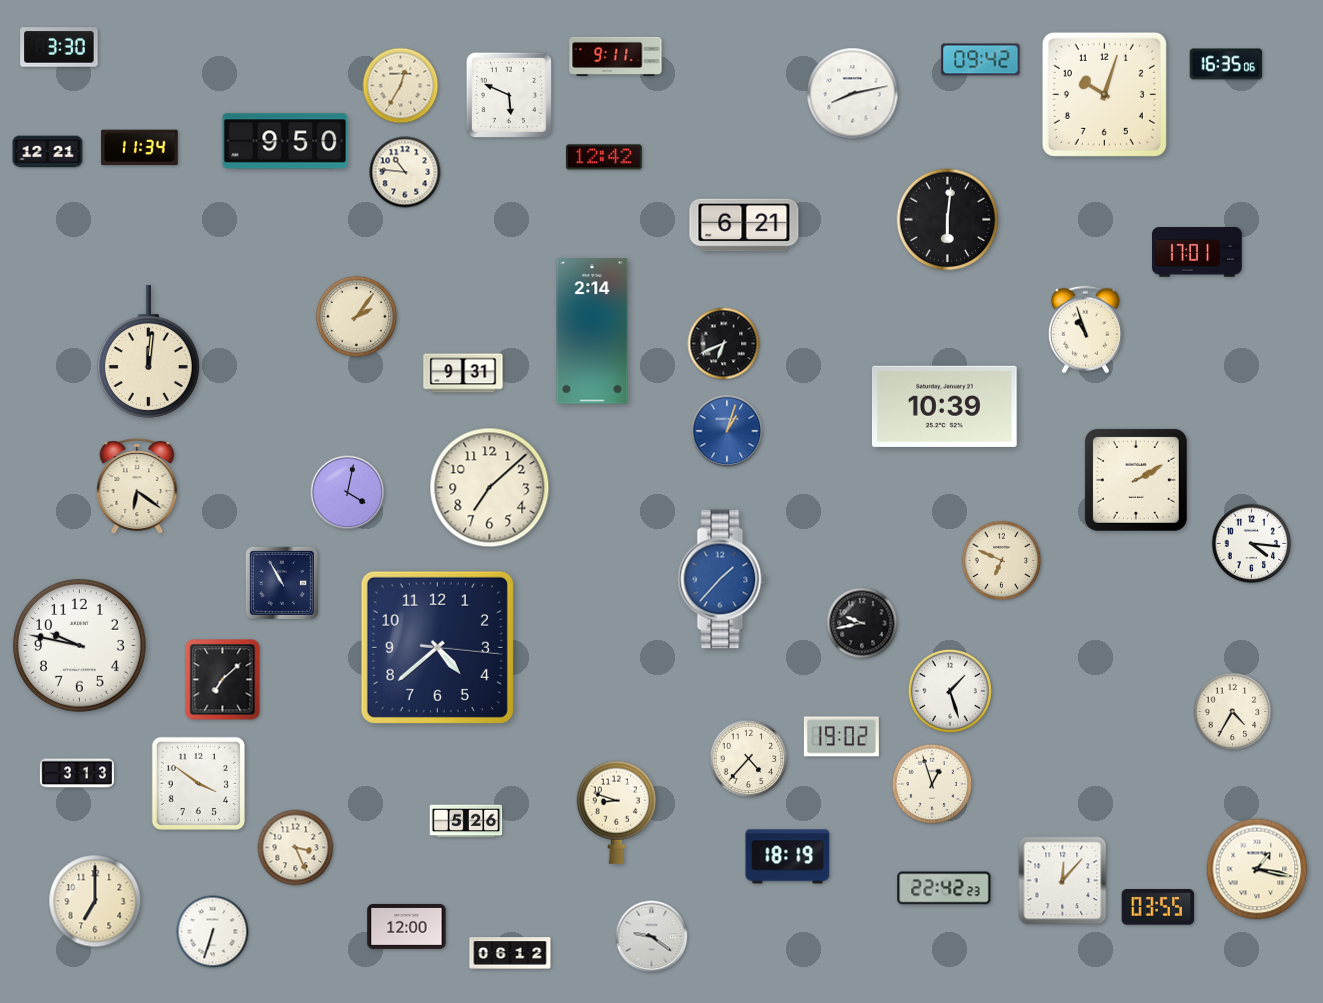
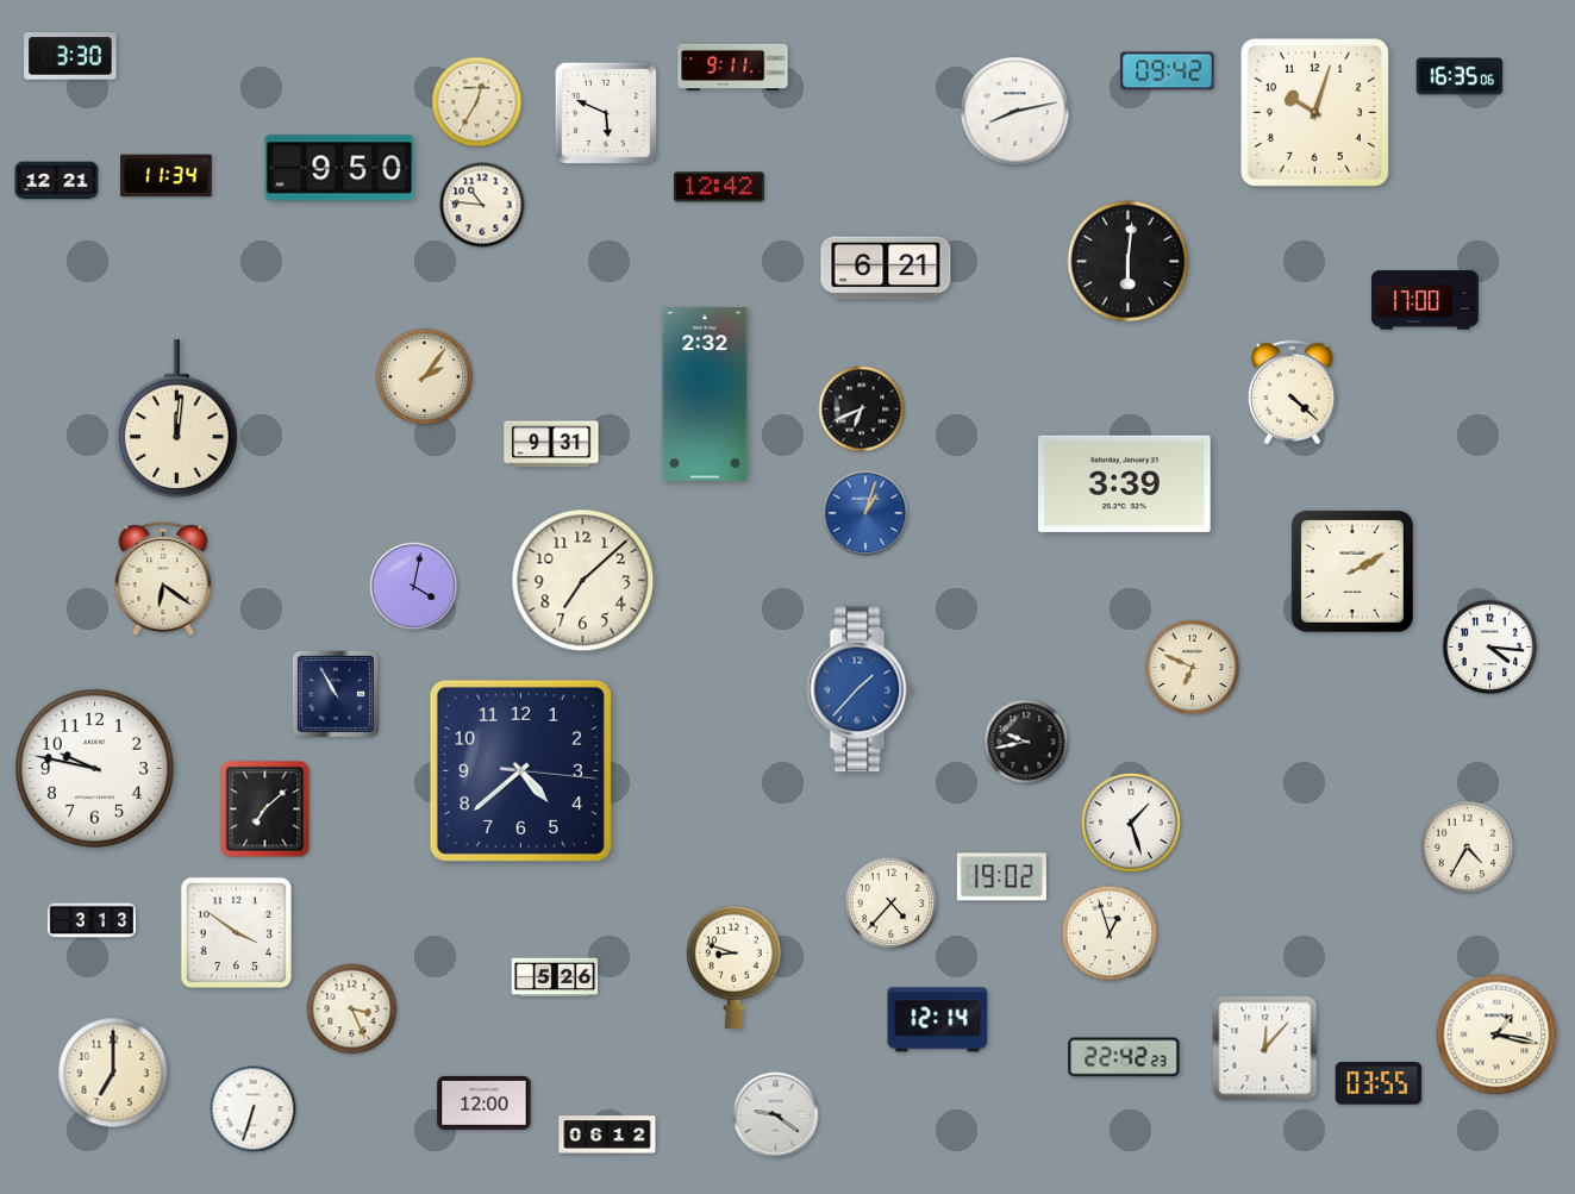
clock at (1198, 252): 17:01 -> 17:00
clock at (1085, 330): 10:57 -> 4:22
clock at (592, 331): 2:14 -> 2:32
clock at (944, 406): 10:39 -> 3:39
clock at (788, 857): 18:19 -> 12:14
clock at (1158, 907) position: (1158, 907) -> (1379, 1083)
